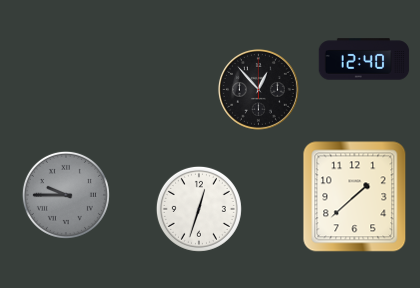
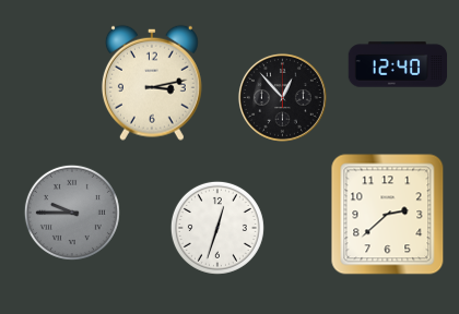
clock at (152, 83): none -> 3:13
clock at (355, 197): 1:38 -> 2:38
